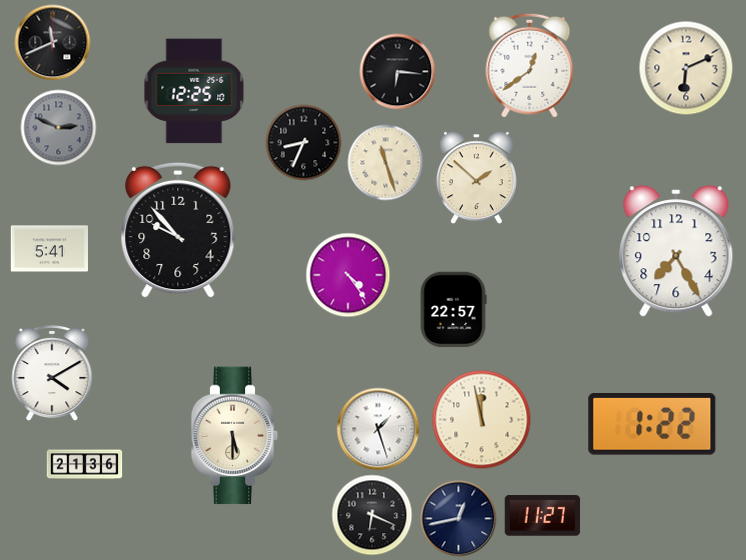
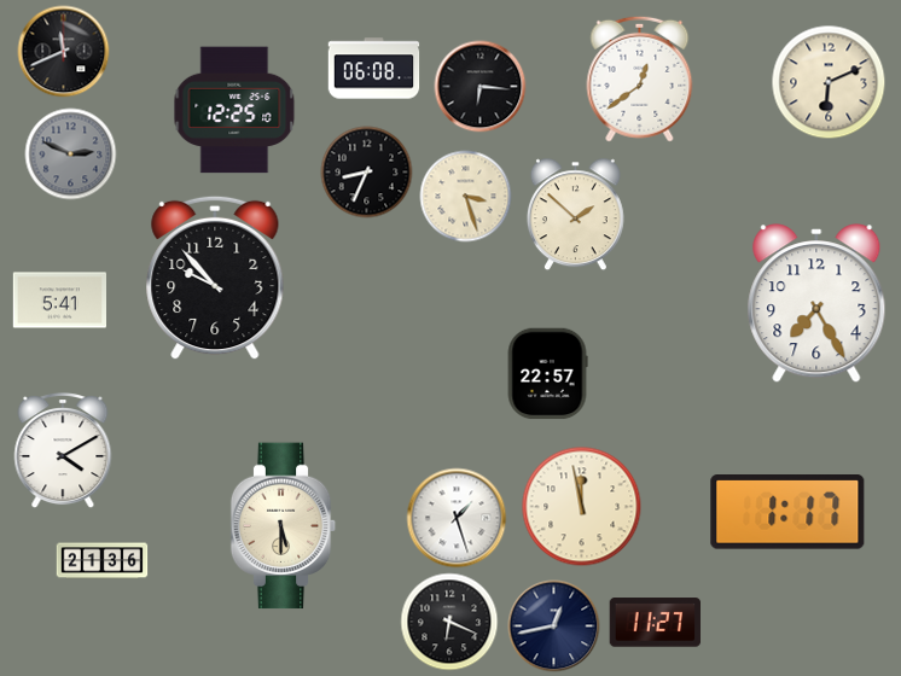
clock at (374, 69): none -> 06:08
clock at (386, 163): 11:27 -> 3:27
clock at (348, 275): 4:24 -> none
clock at (652, 425): 1:22 -> 1:17
